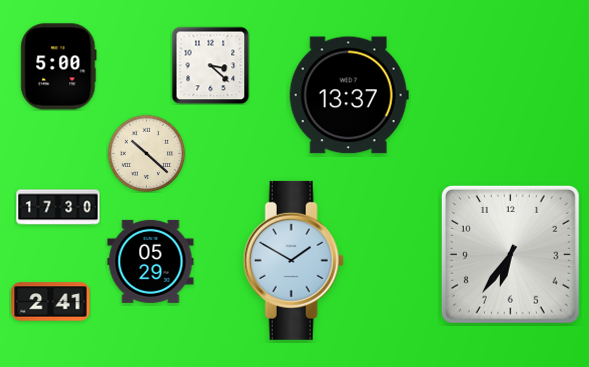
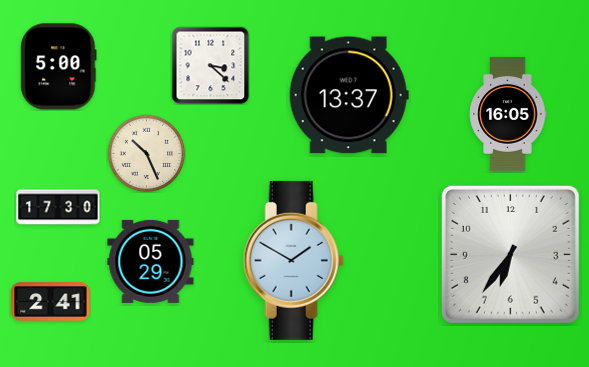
clock at (508, 114): none -> 16:05
clock at (146, 153): 10:22 -> 10:26
